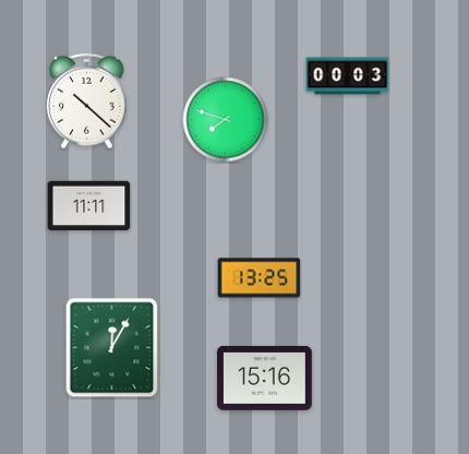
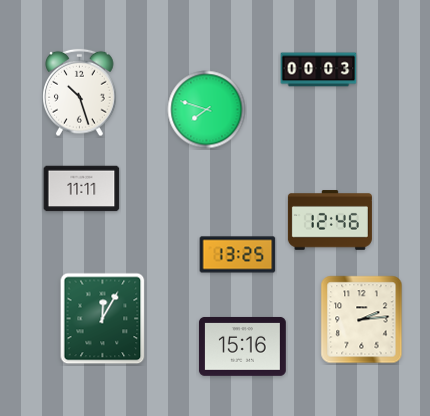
clock at (87, 101): 10:22 -> 10:27
clock at (330, 220): none -> 12:46
clock at (362, 320): none -> 2:14
